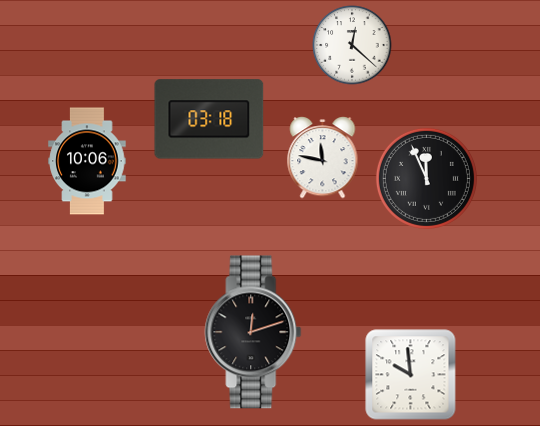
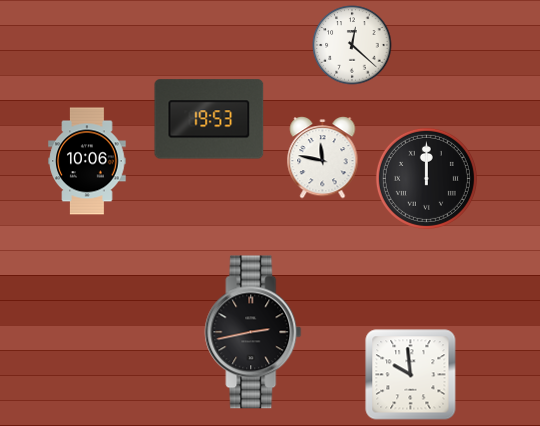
clock at (209, 119): 03:18 -> 19:53
clock at (426, 178): 11:56 -> 12:00
clock at (253, 332): 12:12 -> 2:43
